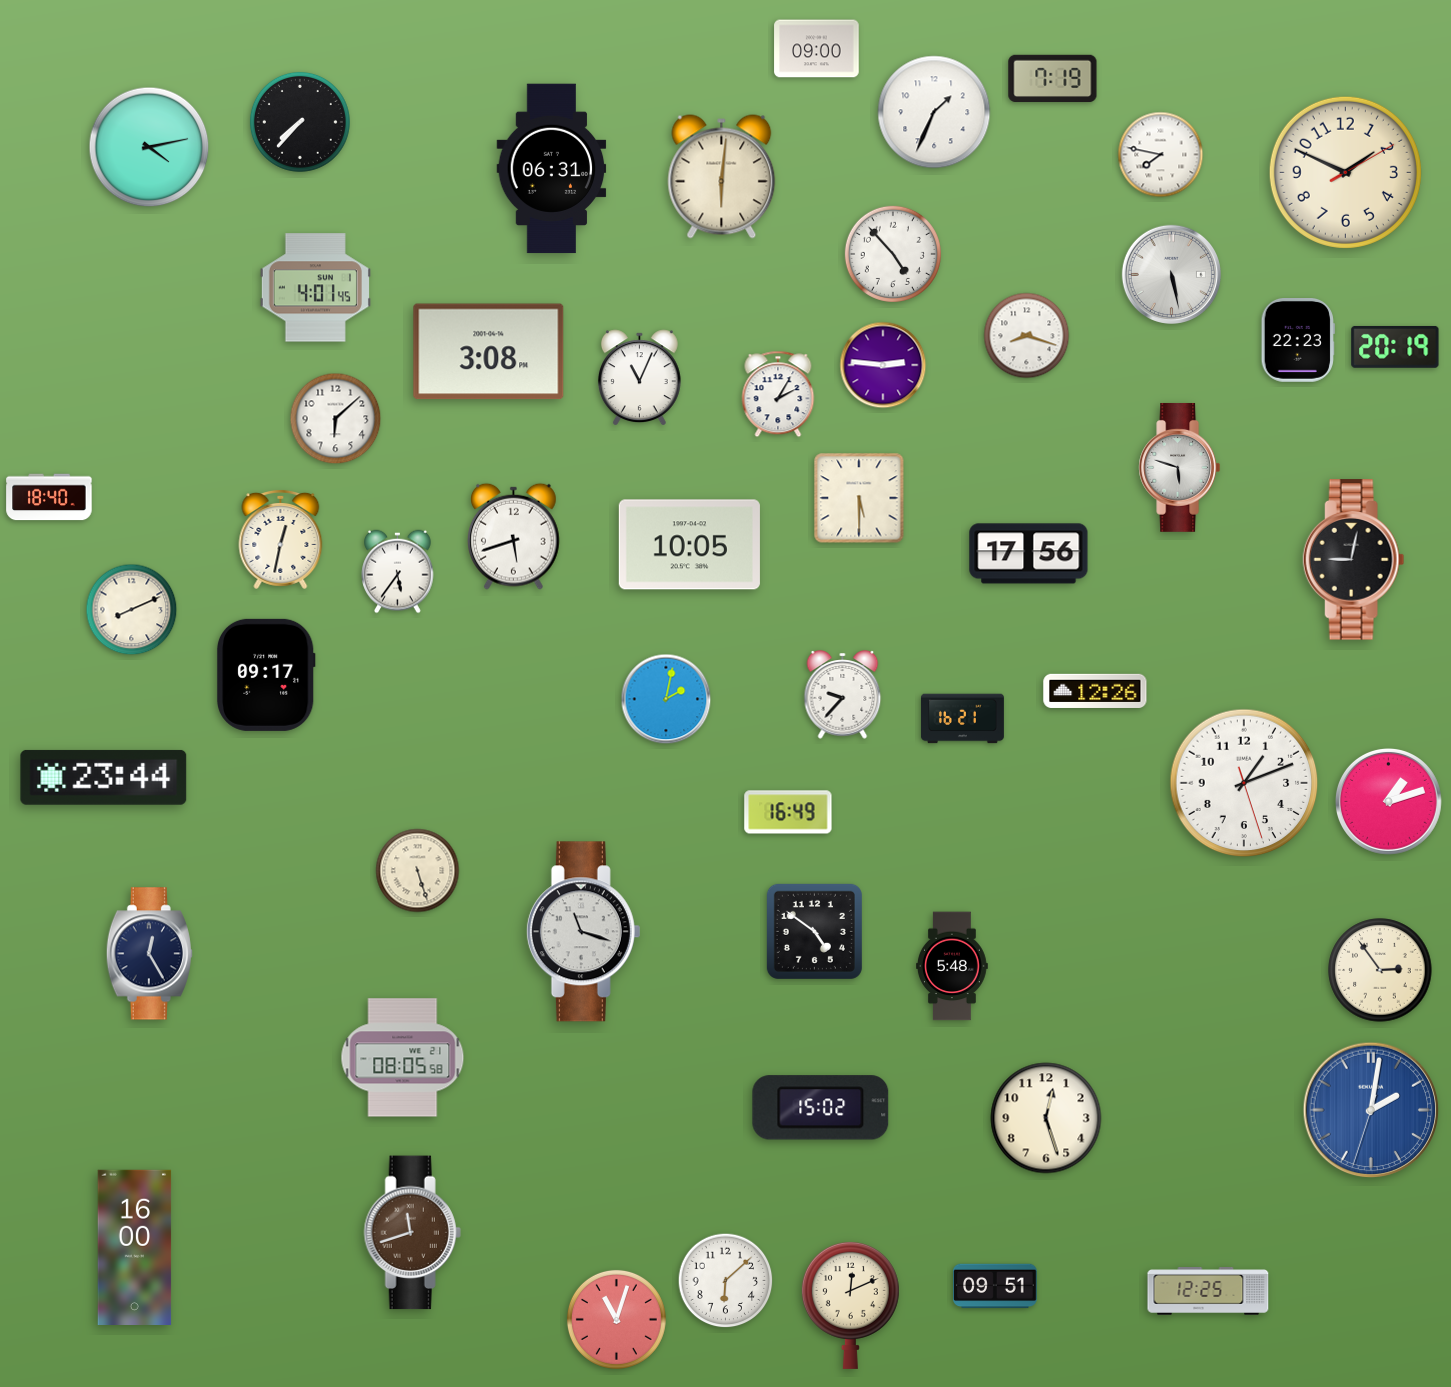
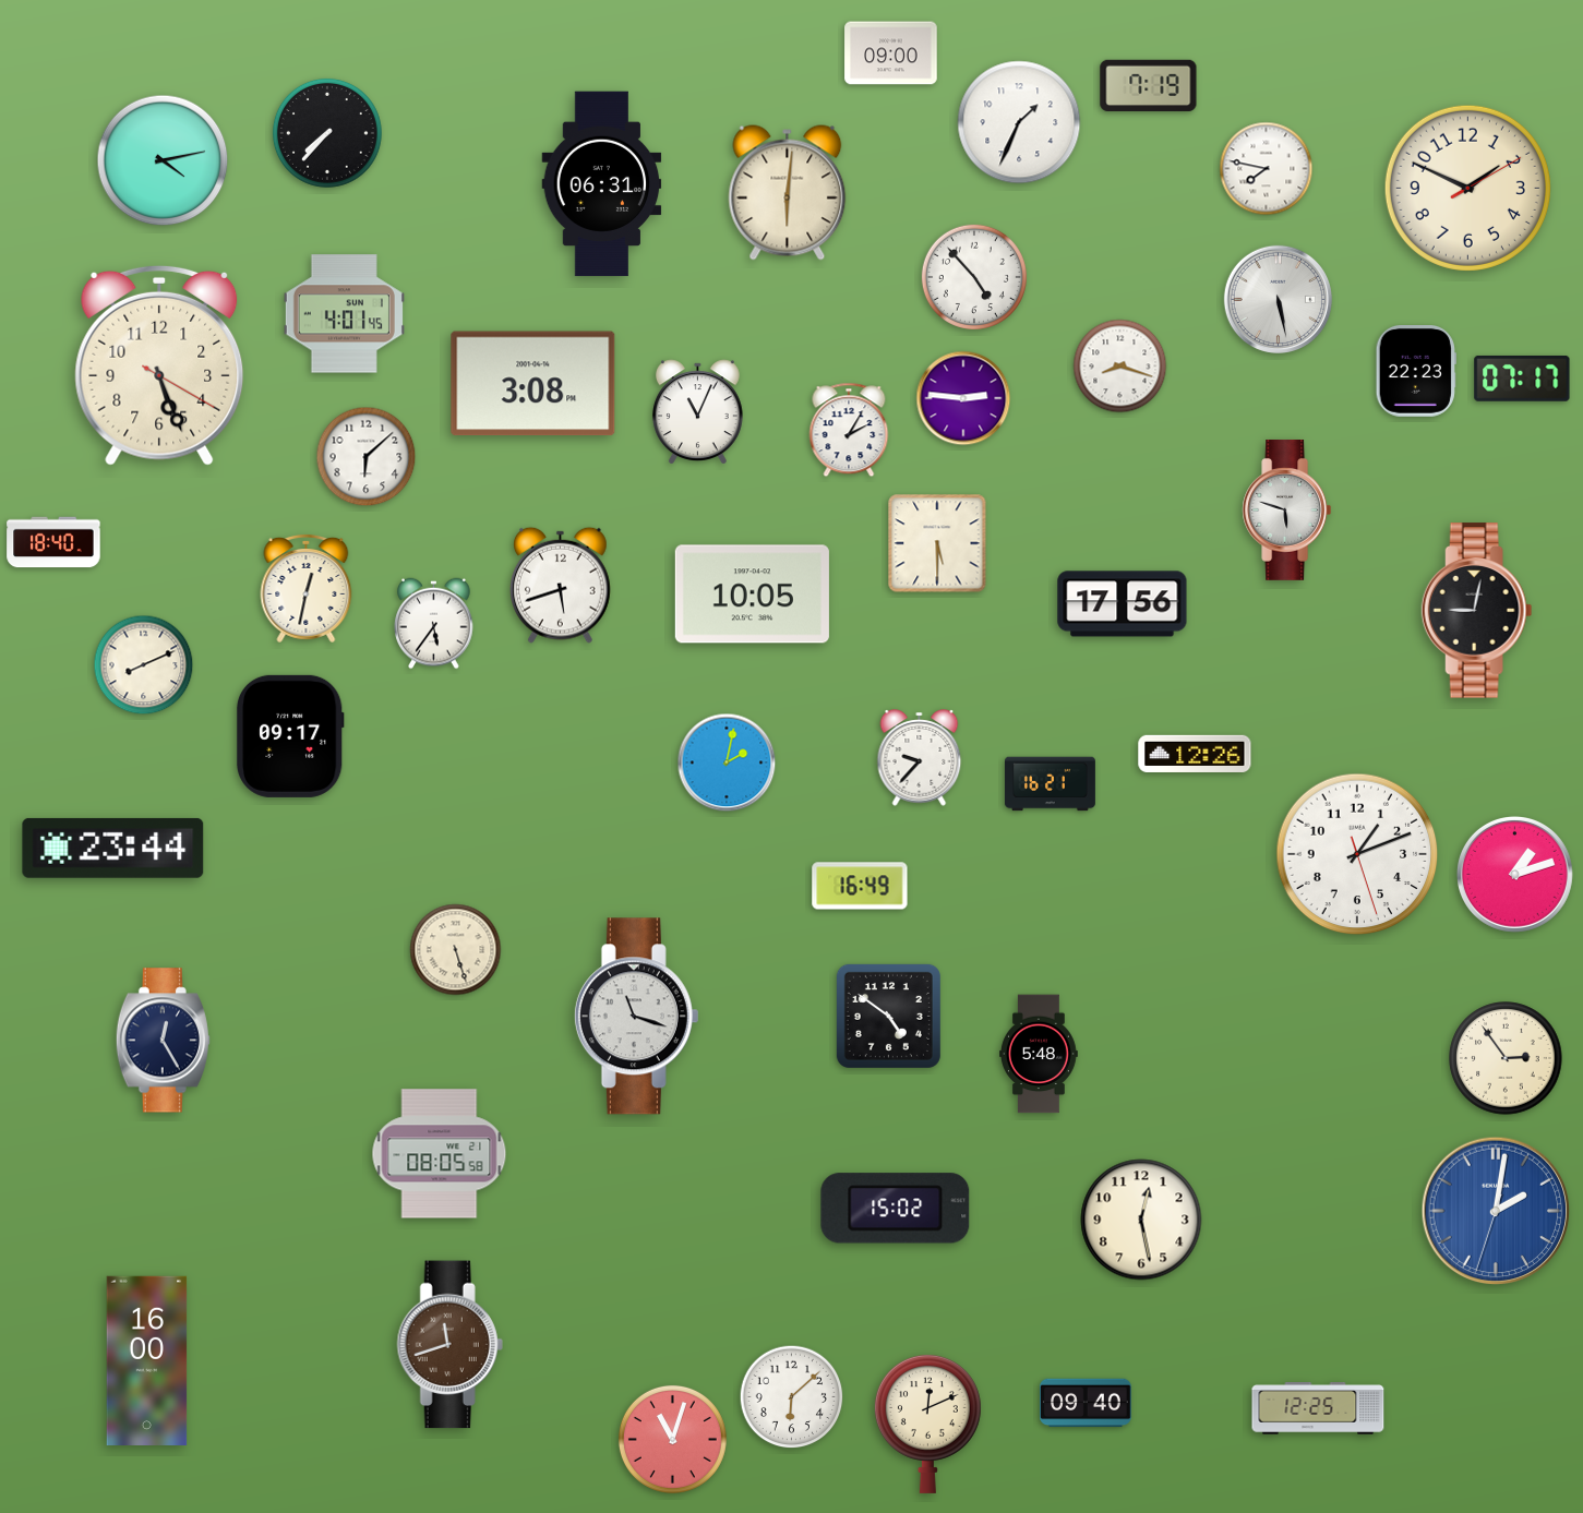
clock at (159, 365): none -> 5:26
clock at (1395, 347): 20:19 -> 07:17
clock at (1046, 1118): 12:27 -> 12:28
clock at (996, 1286): 09:51 -> 09:40
